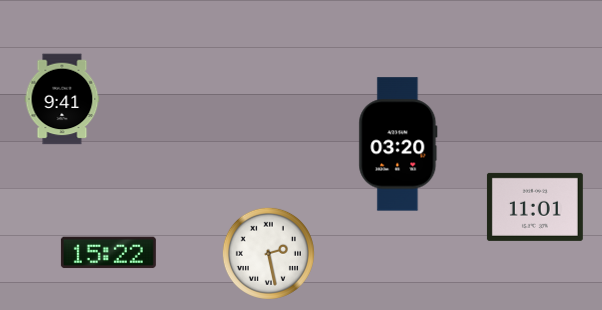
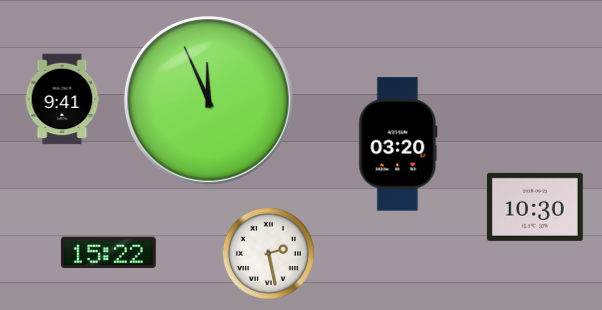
clock at (208, 100): none -> 11:56
clock at (535, 207): 11:01 -> 10:30
